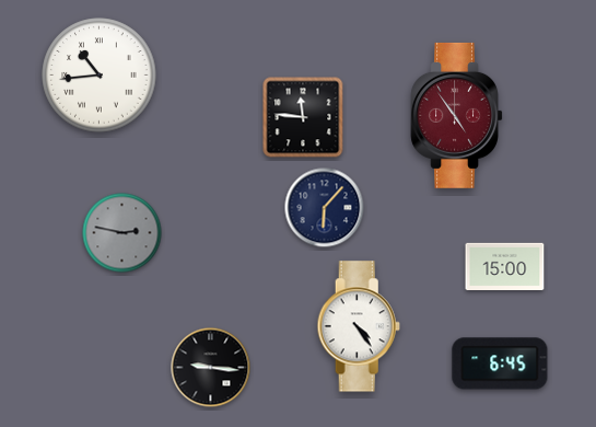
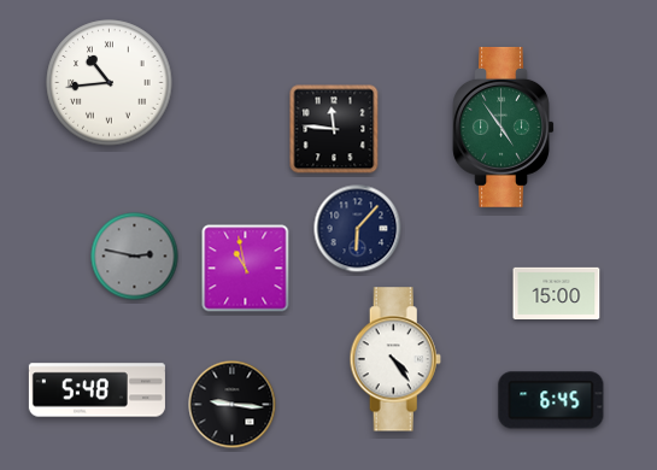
clock at (456, 115) dial: burgundy -> green
clock at (246, 269): none -> 10:58
clock at (96, 390): none -> 5:48
